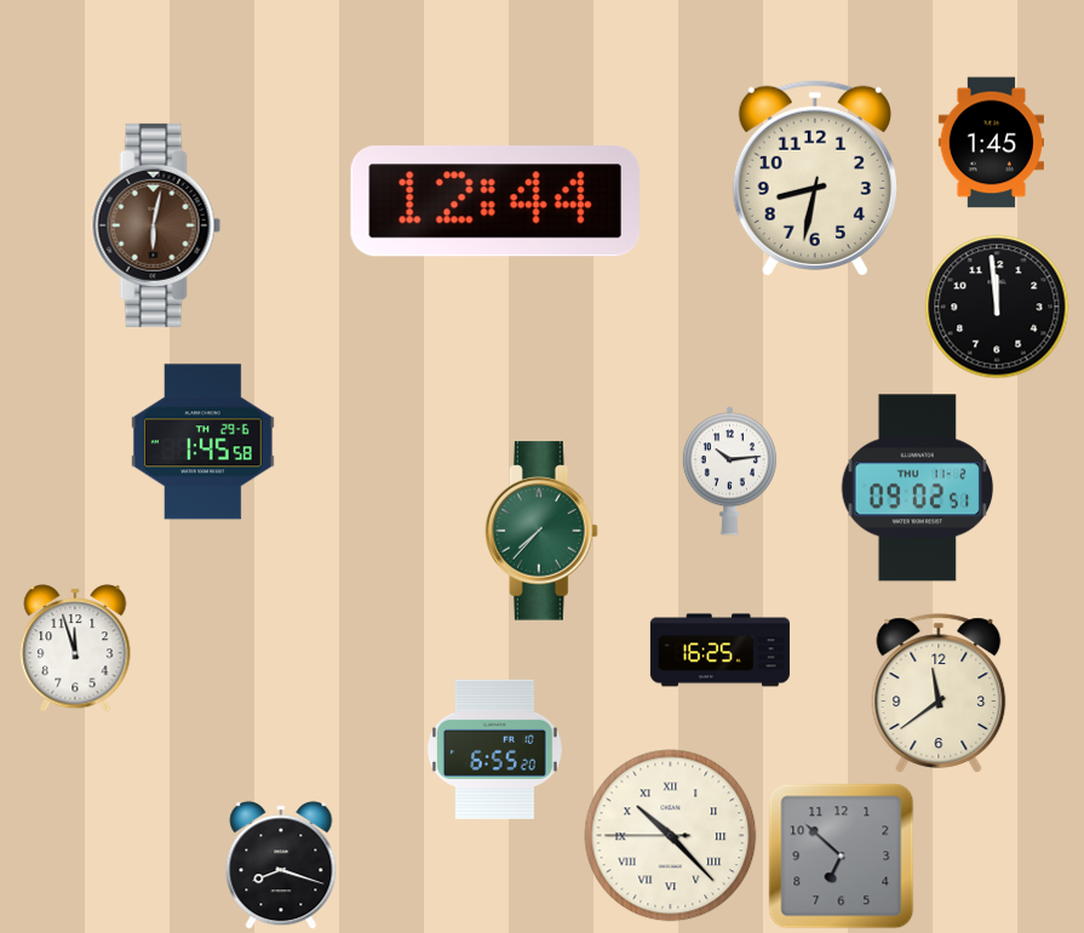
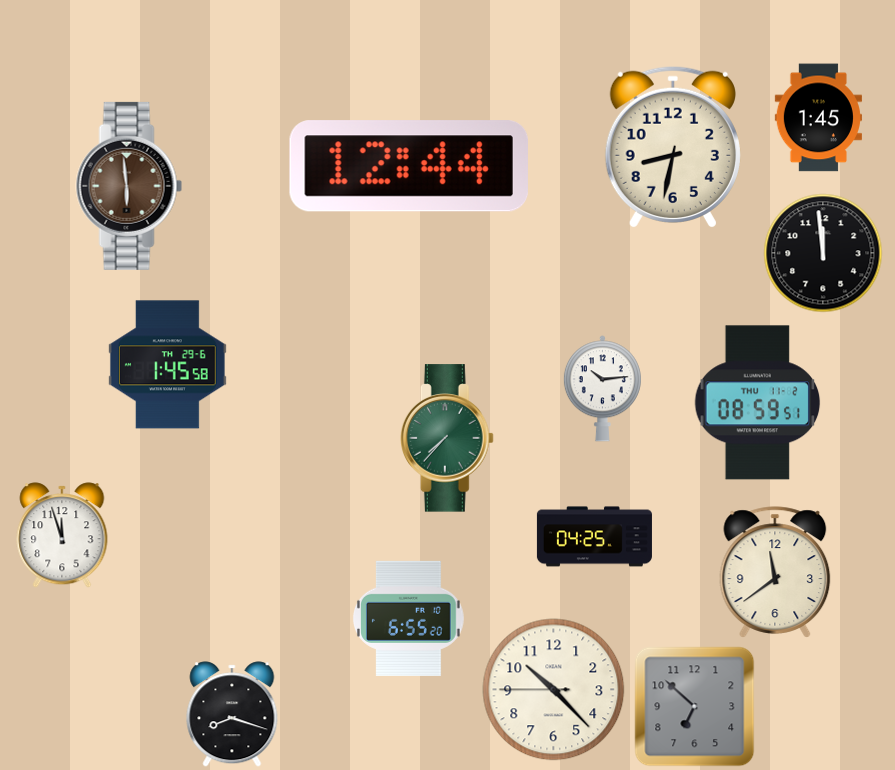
clock at (156, 225): 6:02 -> 5:59
clock at (918, 488): 09:02 -> 08:59
clock at (719, 651): 16:25 -> 04:25
clock at (671, 836) numerals: Roman -> Arabic
